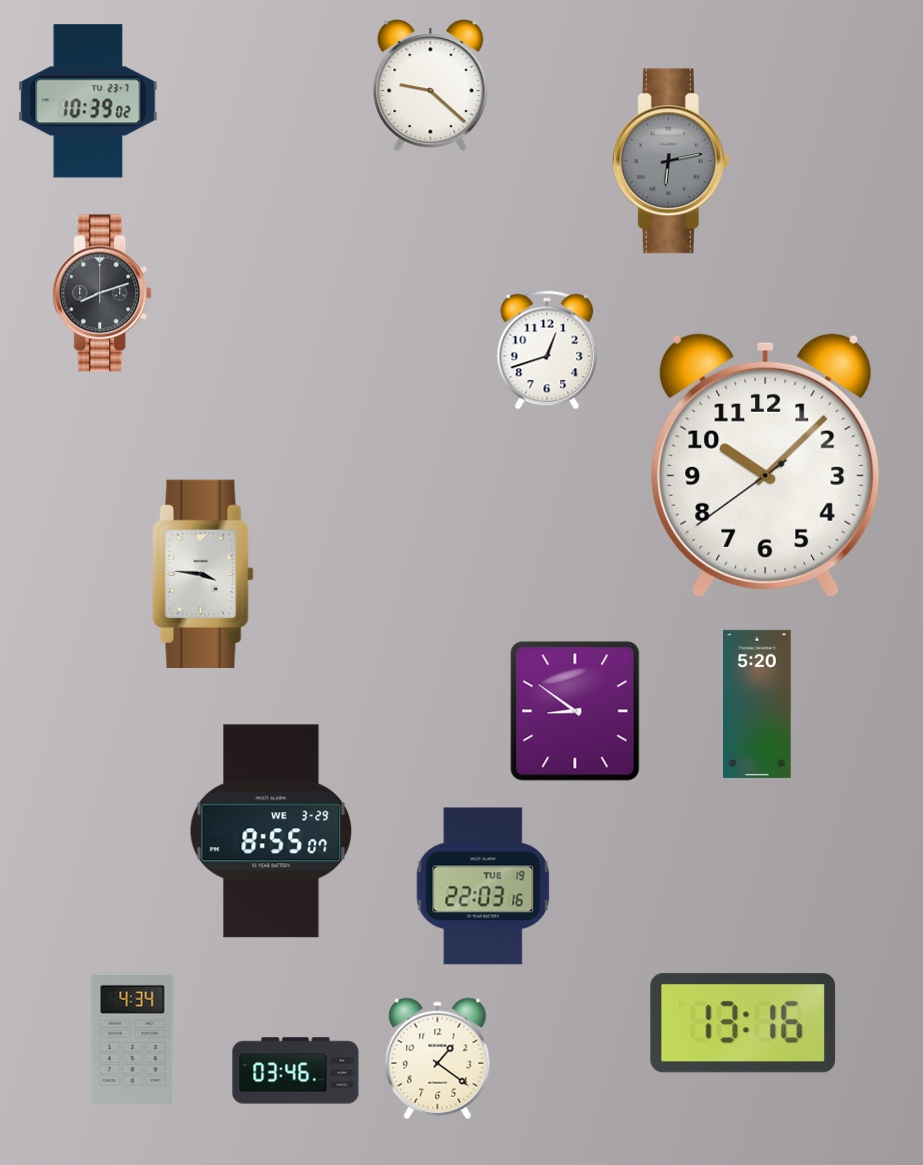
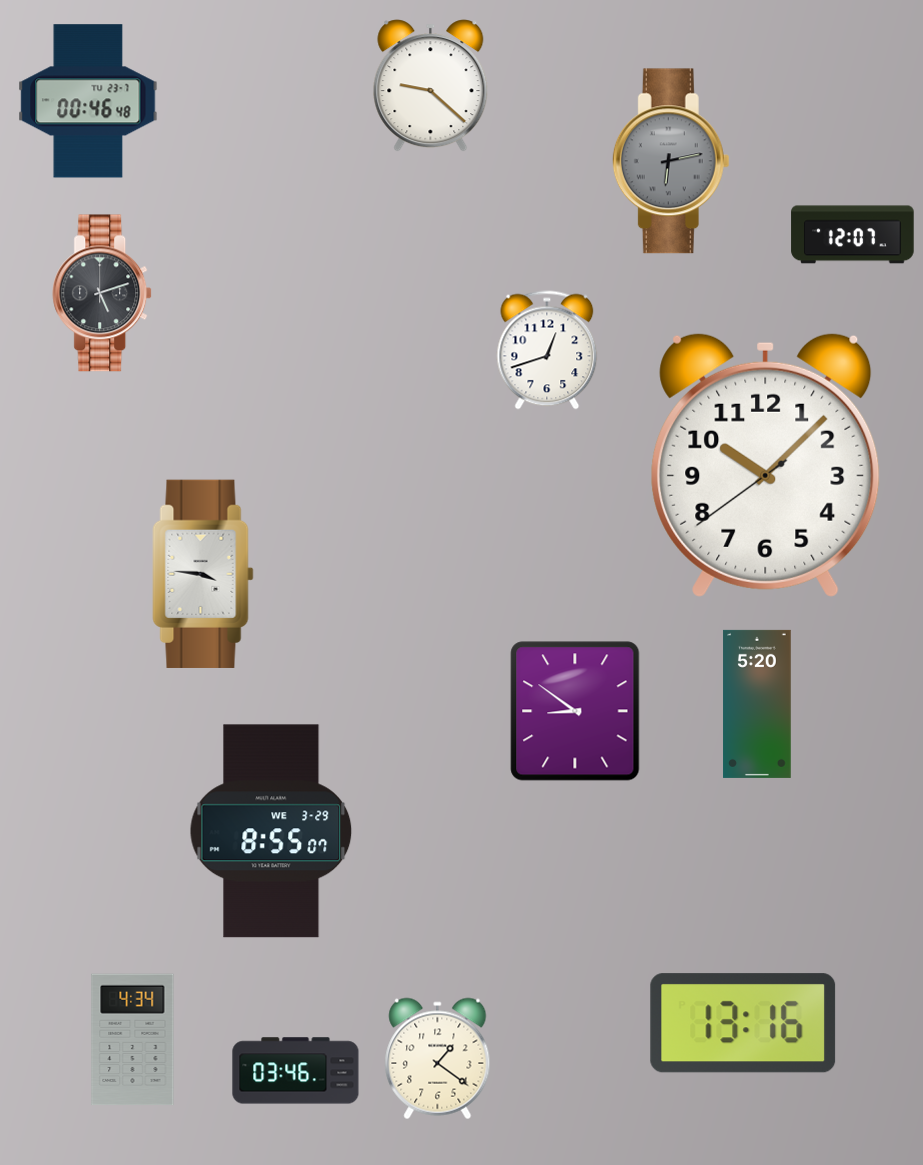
clock at (88, 101): 10:39 -> 00:46
clock at (853, 235): none -> 12:07
clock at (103, 293): 8:12 -> 5:12
clock at (483, 886): 22:03 -> none
